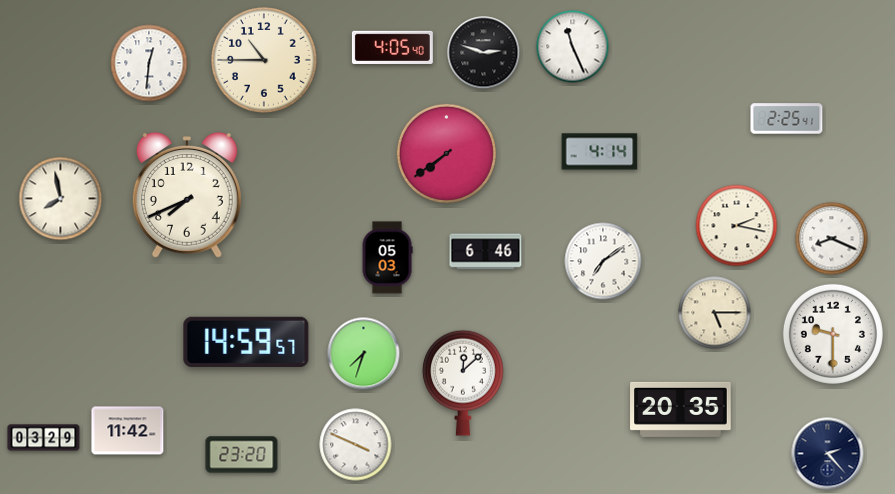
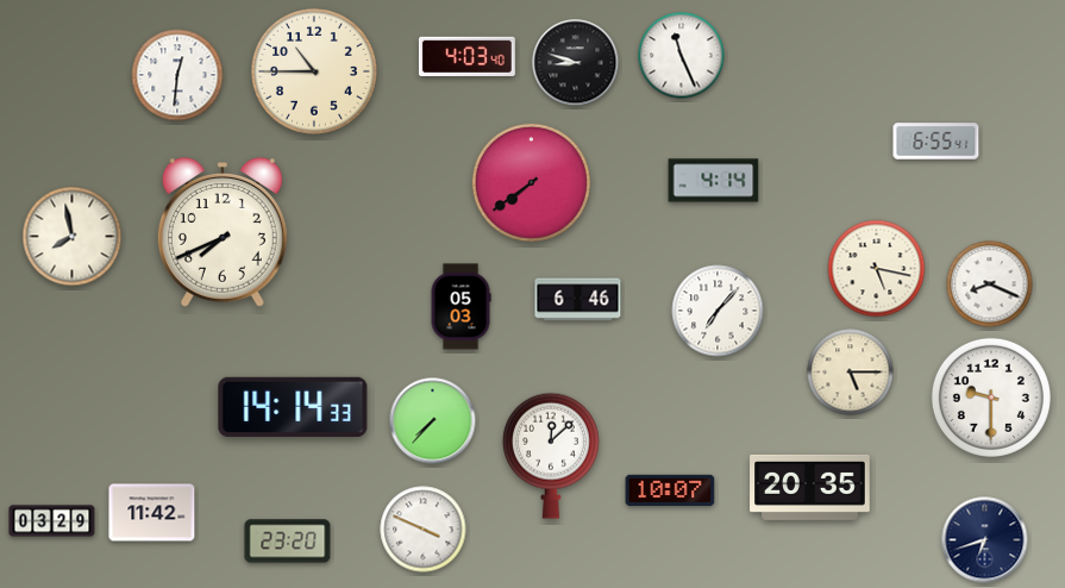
clock at (392, 47): 4:05 -> 4:03
clock at (484, 53): 2:48 -> 8:48
clock at (787, 119): 2:25 -> 6:55
clock at (737, 226): 2:17 -> 5:17
clock at (603, 261): 7:09 -> 7:07
clock at (246, 342): 14:59 -> 14:14
clock at (364, 354): 7:33 -> 7:37
clock at (670, 490): none -> 10:07
clock at (828, 454): 2:23 -> 6:42
